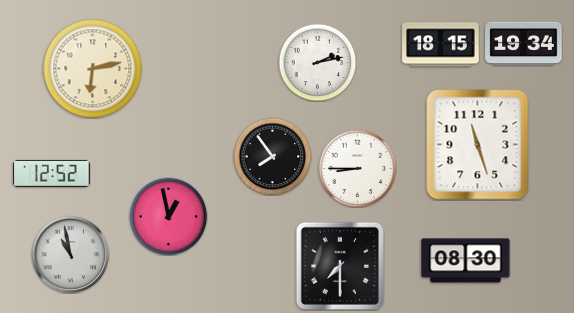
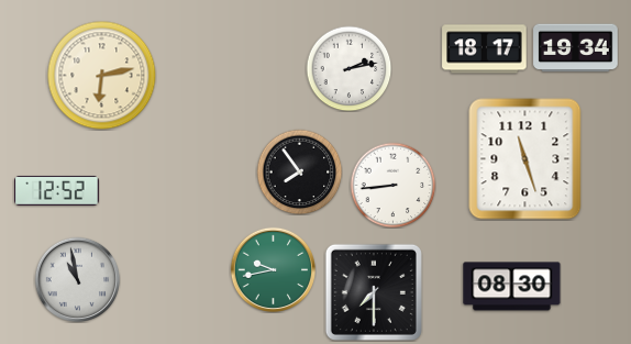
clock at (441, 45): 18:15 -> 18:17
clock at (357, 168): 8:45 -> 8:44
clock at (168, 216): 12:58 -> none
clock at (273, 269): none -> 9:43
